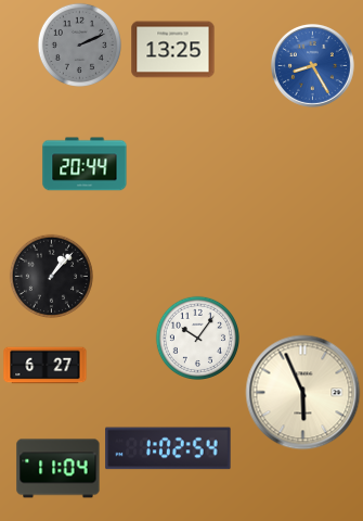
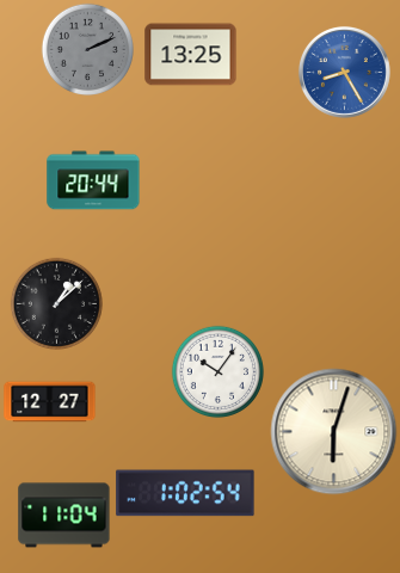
clock at (51, 276): 1:07 -> 1:08
clock at (46, 366): 6:27 -> 12:27
clock at (303, 393): 5:56 -> 6:03
